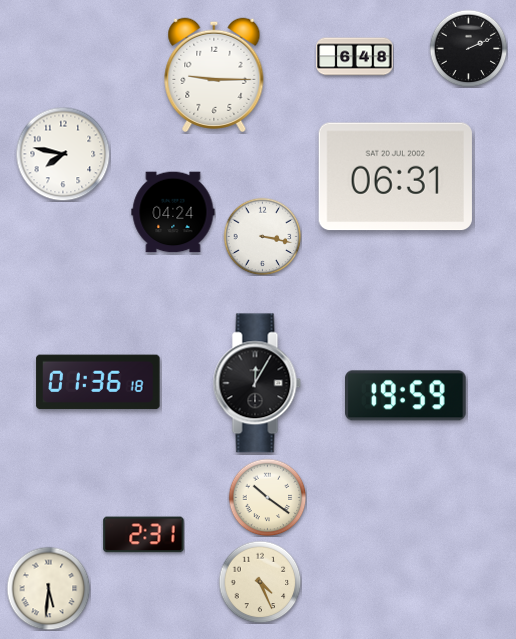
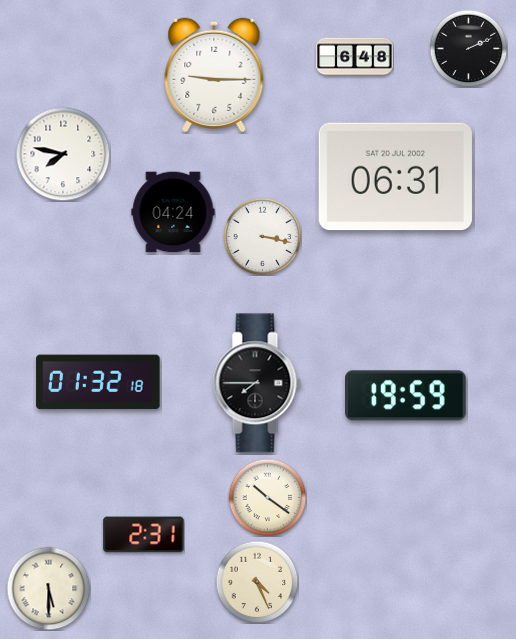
clock at (98, 382): 01:36 -> 01:32
clock at (257, 383): 12:05 -> 7:45
clock at (260, 582) position: (260, 582) -> (257, 582)
clock at (48, 588): 5:31 -> 5:30
